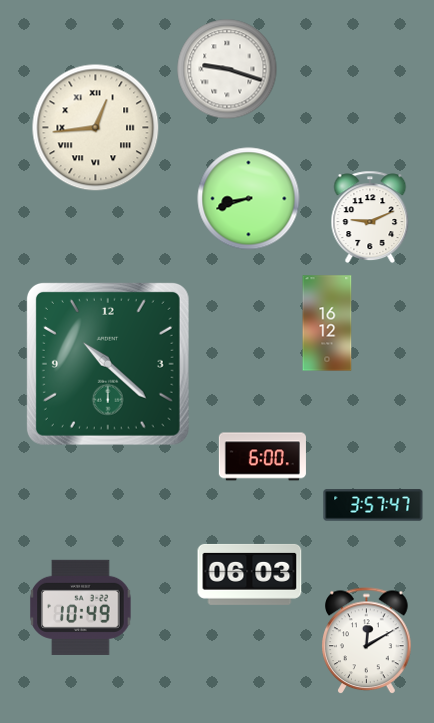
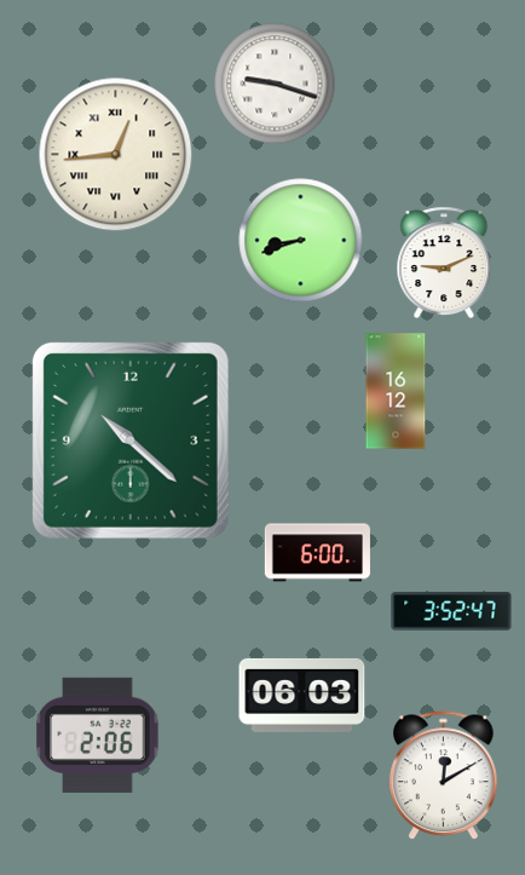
clock at (370, 217) position: (370, 217) -> (444, 263)
clock at (373, 505): 3:57 -> 3:52
clock at (81, 607): 10:49 -> 2:06
